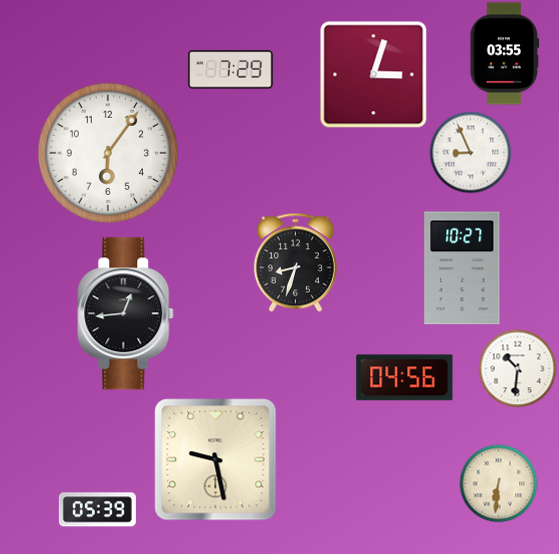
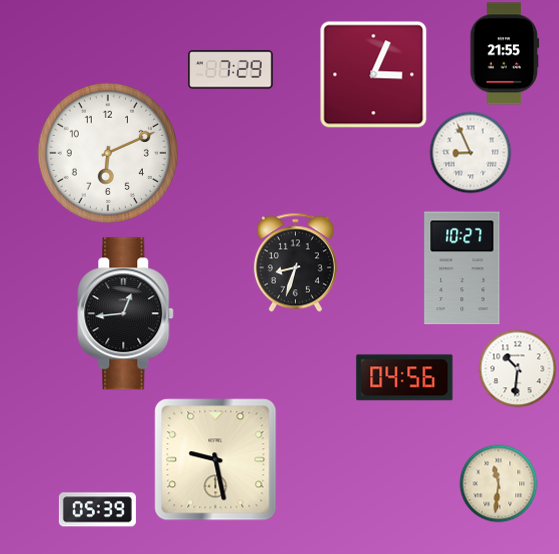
clock at (505, 54): 03:55 -> 21:55
clock at (374, 75): 3:03 -> 3:04
clock at (107, 152): 6:06 -> 6:11
clock at (498, 483): 6:31 -> 11:31
